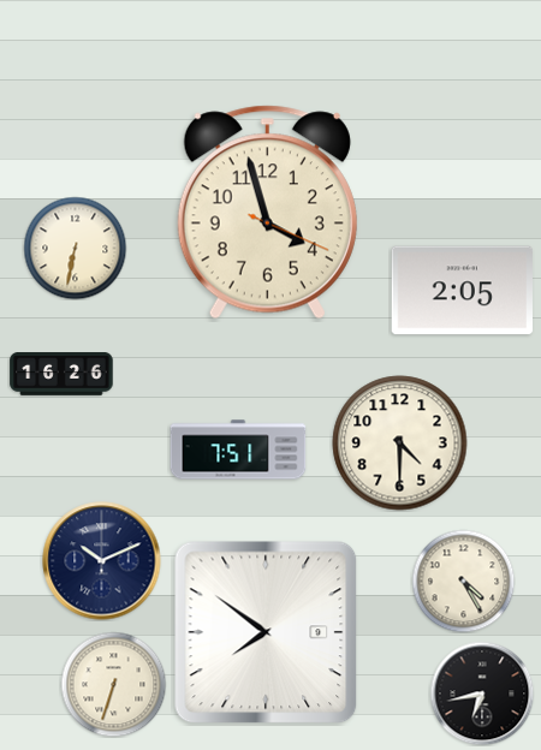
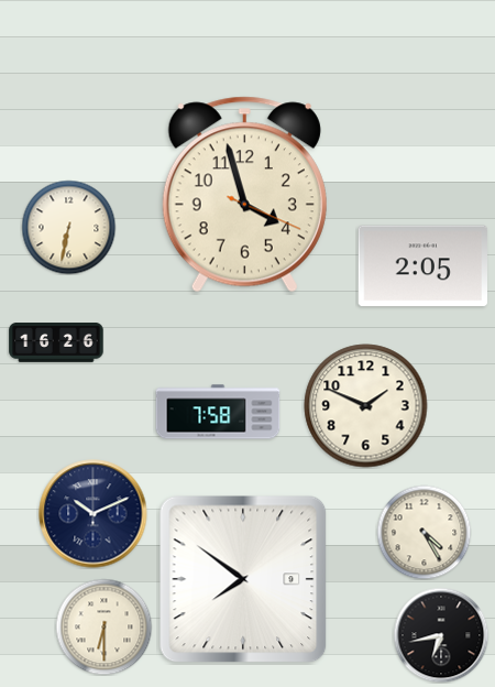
clock at (400, 444): 4:30 -> 1:49
clock at (238, 450): 7:51 -> 7:58
clock at (113, 684): 6:33 -> 6:30
